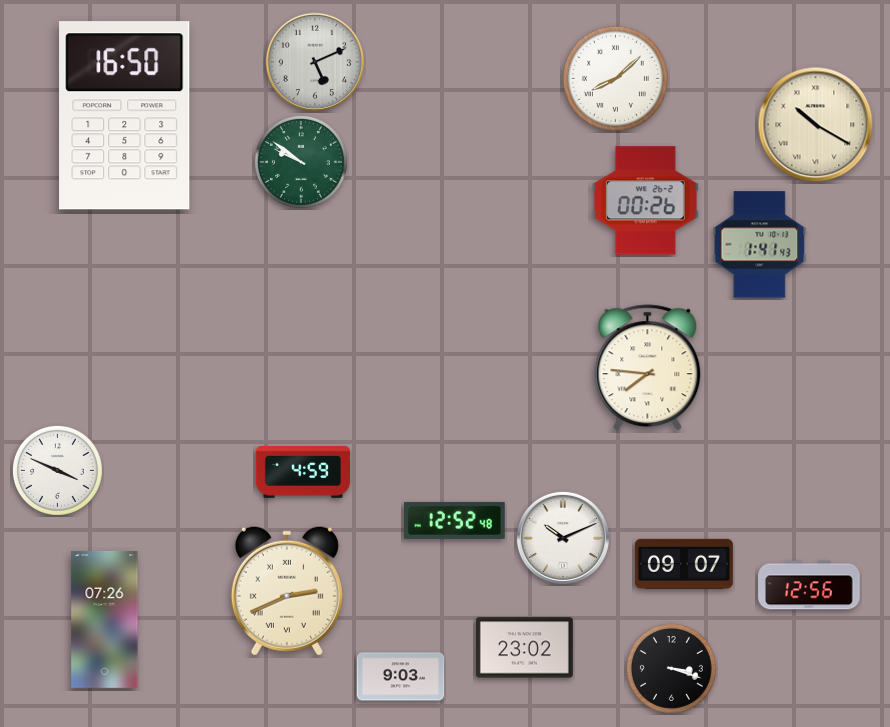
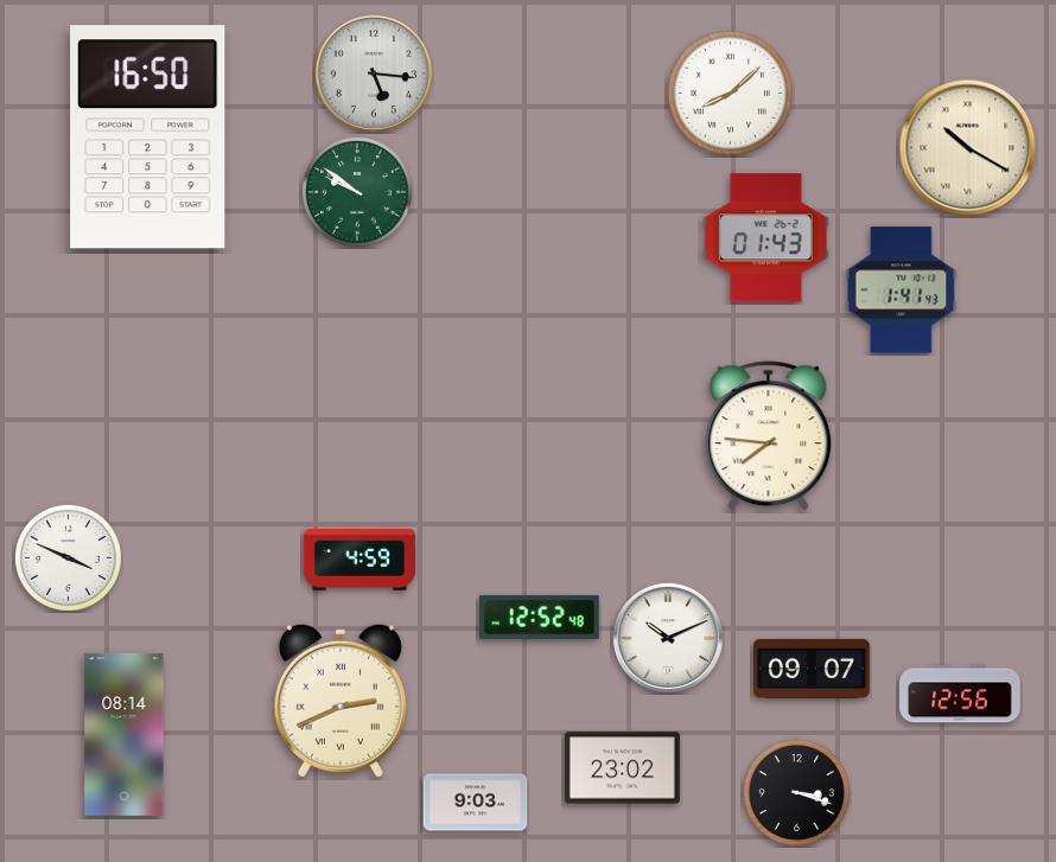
clock at (314, 61): 5:11 -> 5:16
clock at (645, 201): 00:26 -> 01:43
clock at (105, 619): 07:26 -> 08:14
